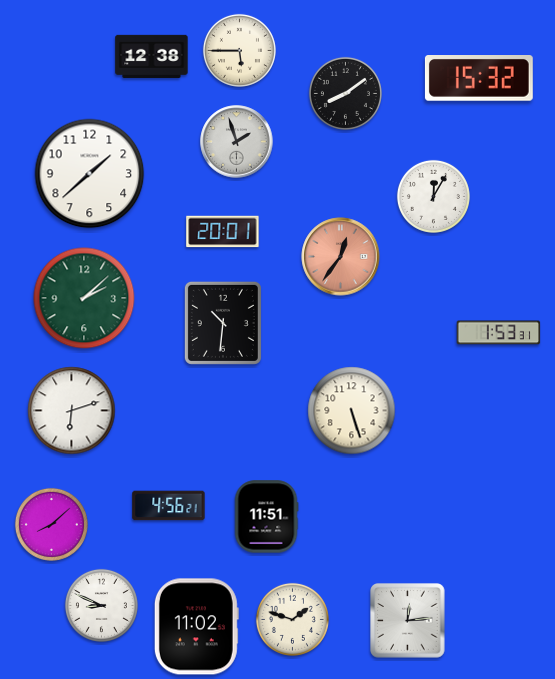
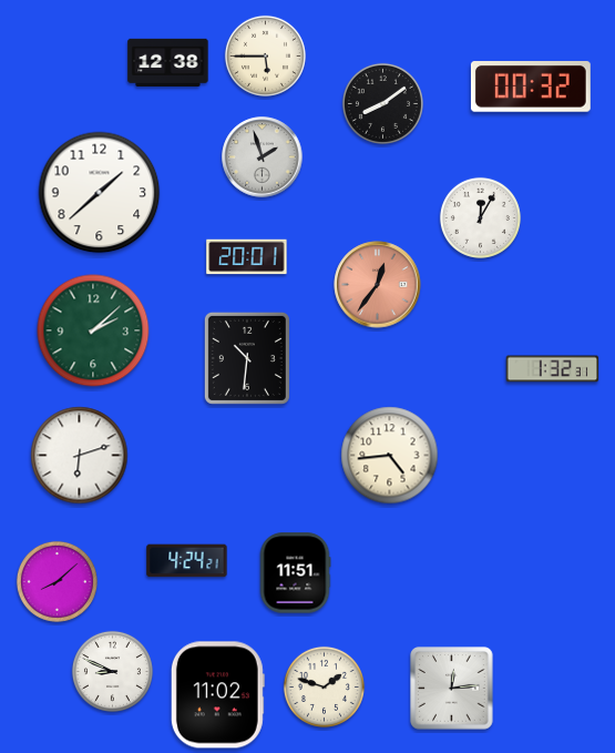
clock at (479, 79): 15:32 -> 00:32
clock at (499, 333): 1:53 -> 1:32
clock at (352, 411): 5:27 -> 4:44
clock at (169, 506): 4:56 -> 4:24
